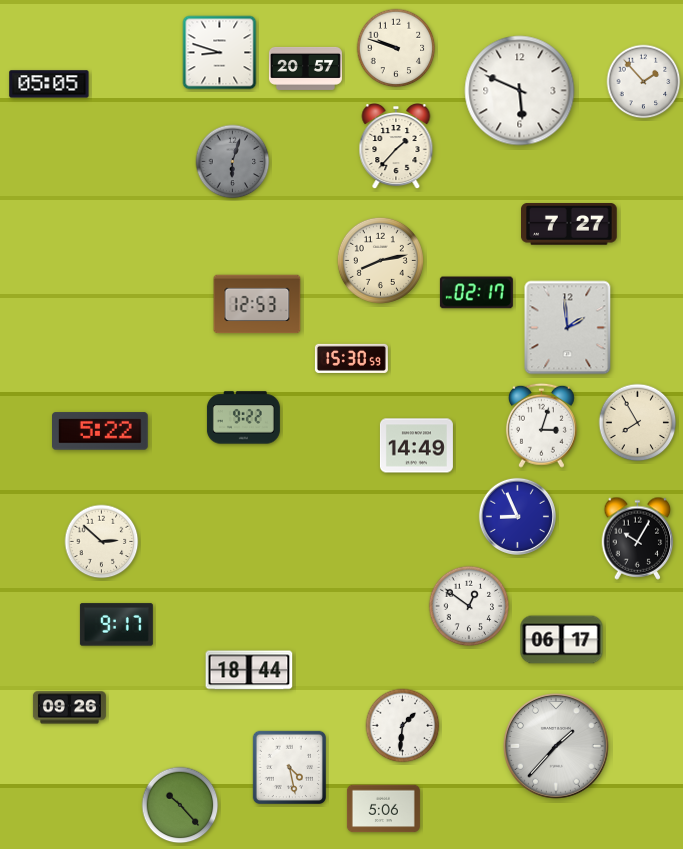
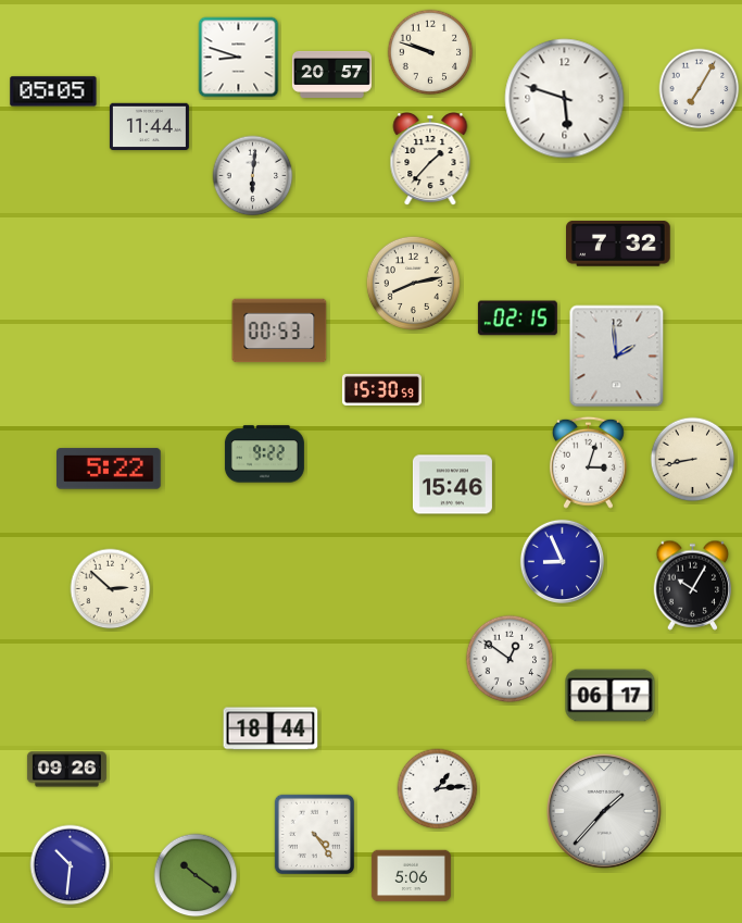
clock at (644, 82): 1:53 -> 7:05
clock at (520, 91): 5:49 -> 5:48
clock at (149, 127): none -> 11:44
clock at (233, 162): 6:03 -> 6:01
clock at (233, 162) dial: grey -> white
clock at (570, 225): 7:27 -> 7:32
clock at (476, 293): 02:17 -> 02:15
clock at (257, 304): 12:53 -> 00:53
clock at (638, 423): 7:55 -> 8:43
clock at (416, 446): 14:49 -> 15:46
clock at (116, 625): 9:17 -> none
clock at (69, 708) position: (69, 708) -> (66, 770)
clock at (403, 726): 1:31 -> 1:14
clock at (289, 767): 4:28 -> 4:24
clock at (71, 865): none -> 10:31
clock at (180, 805): 10:23 -> 10:21
clock at (383, 809) position: (383, 809) -> (411, 876)
